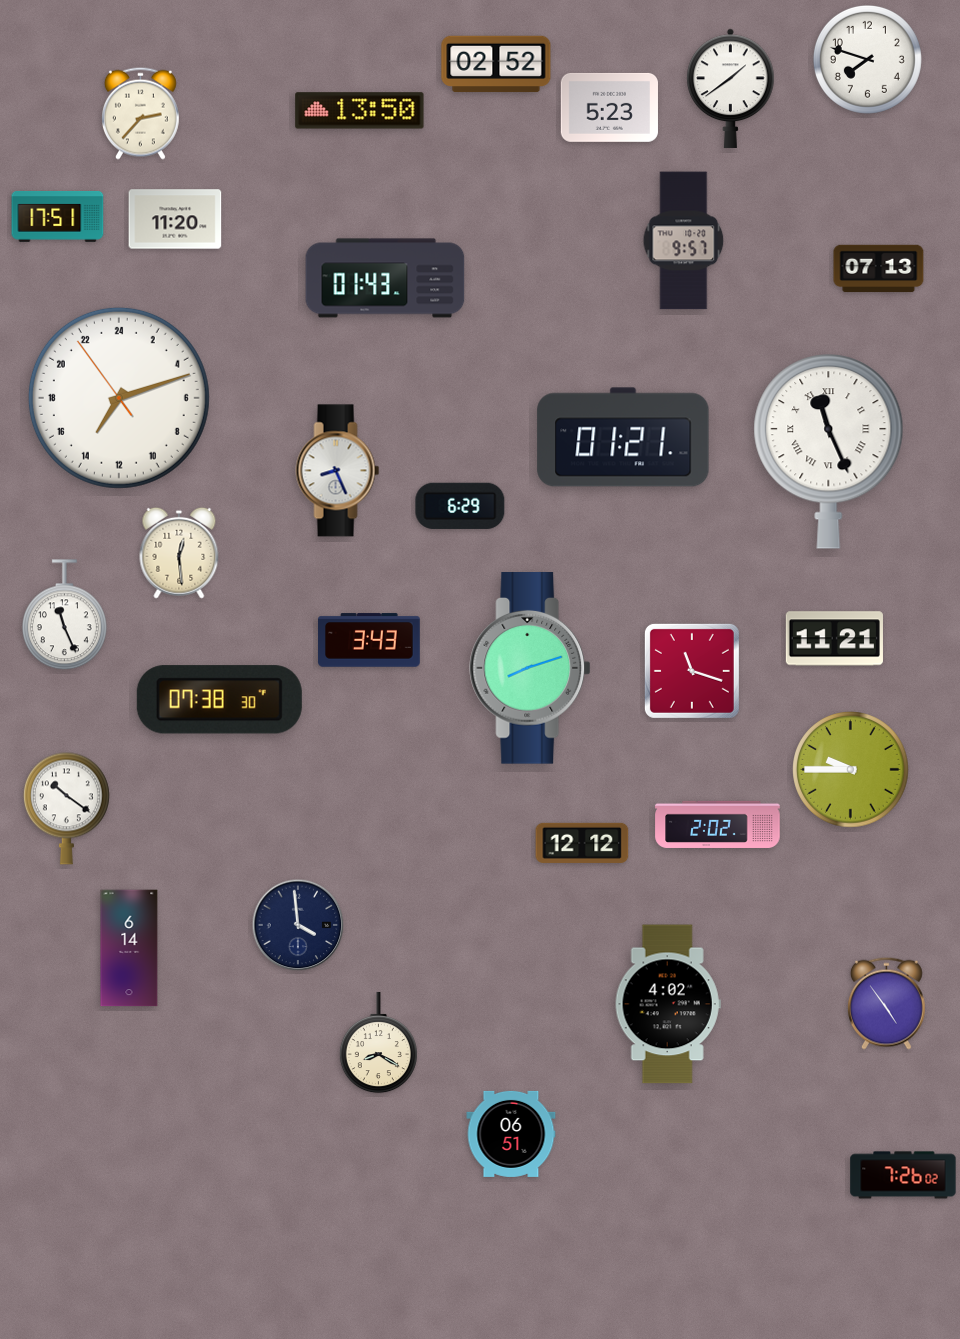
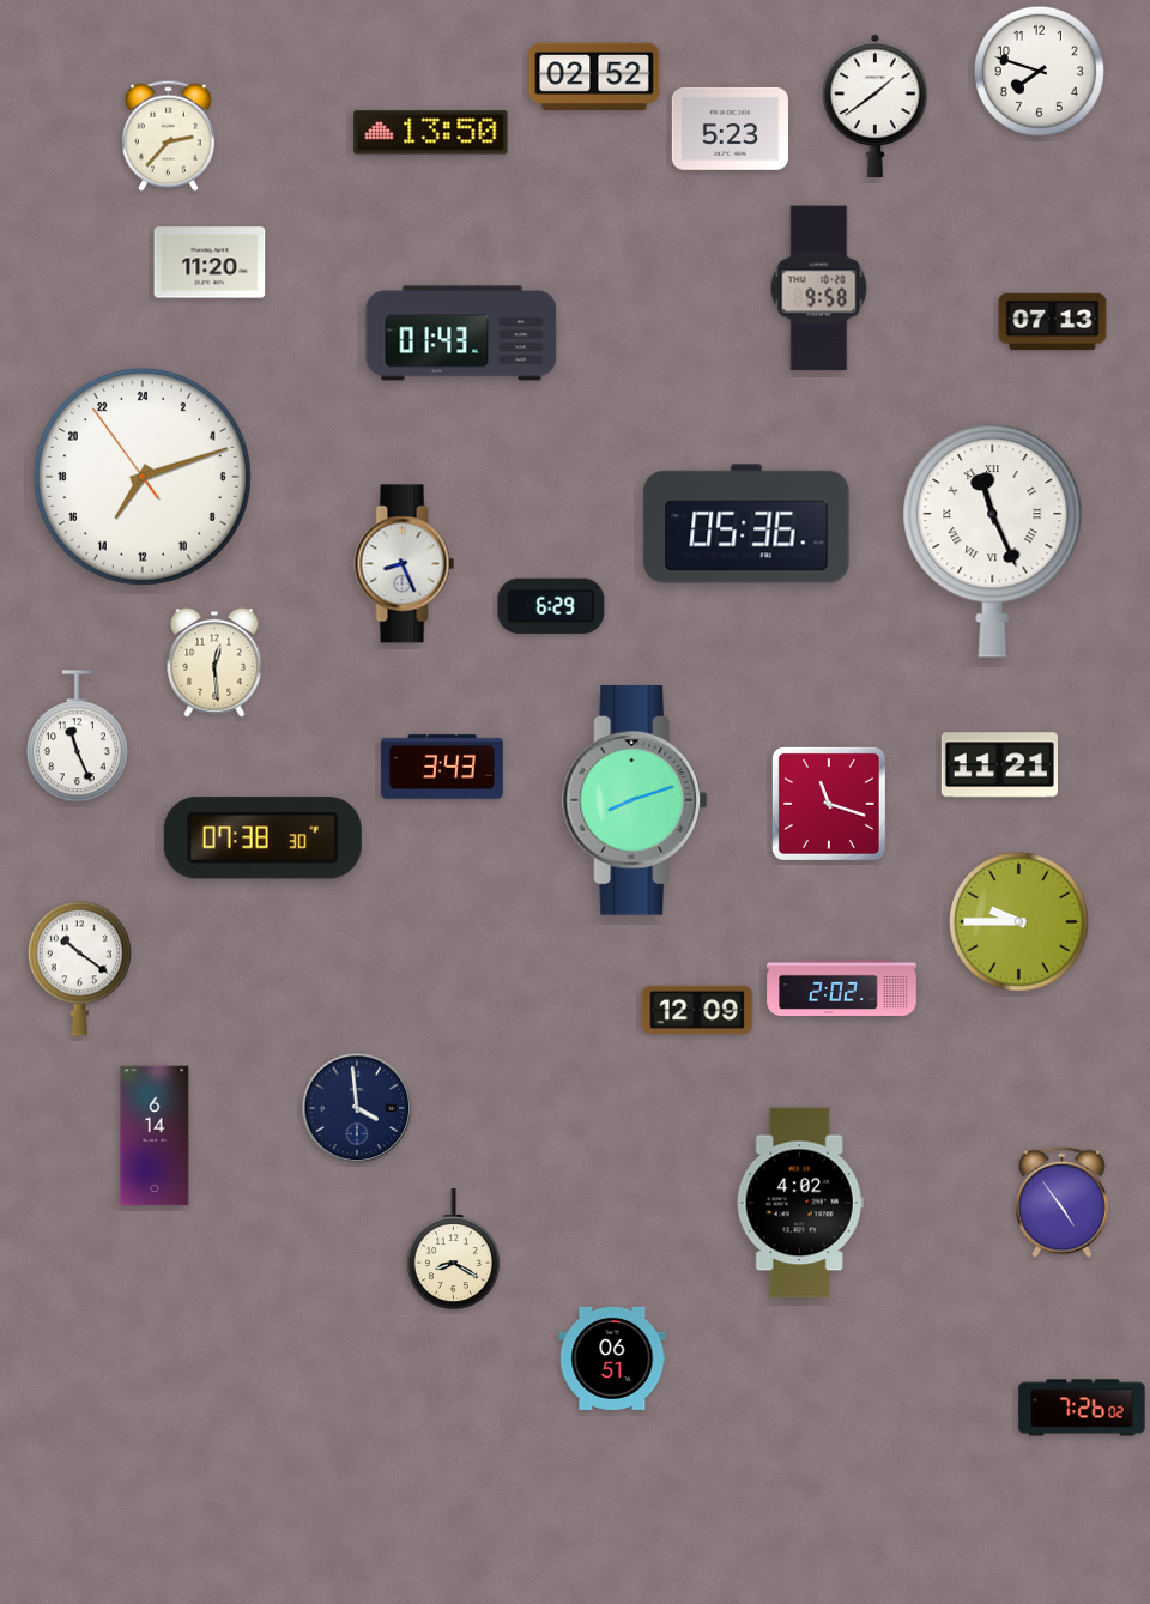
clock at (58, 216): 17:51 -> none
clock at (684, 241): 9:57 -> 9:58
clock at (623, 437): 01:21 -> 05:36
clock at (718, 824) position: (718, 824) -> (842, 987)
clock at (582, 843): 12:12 -> 12:09
